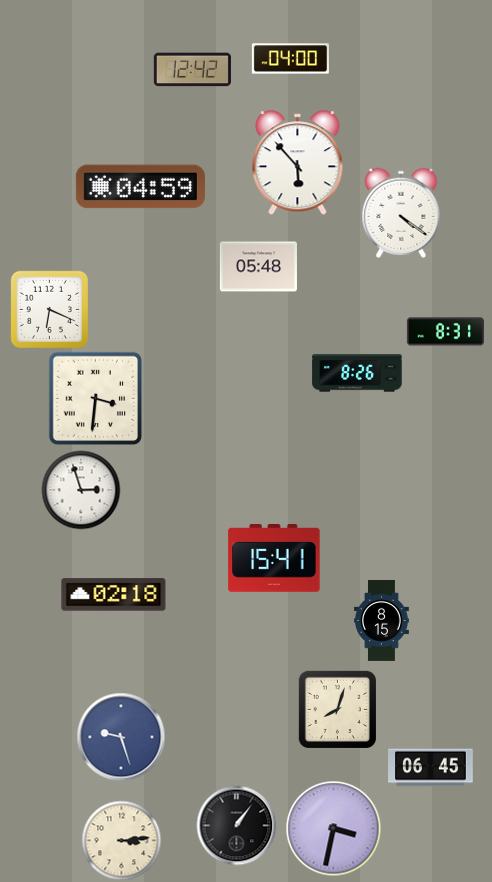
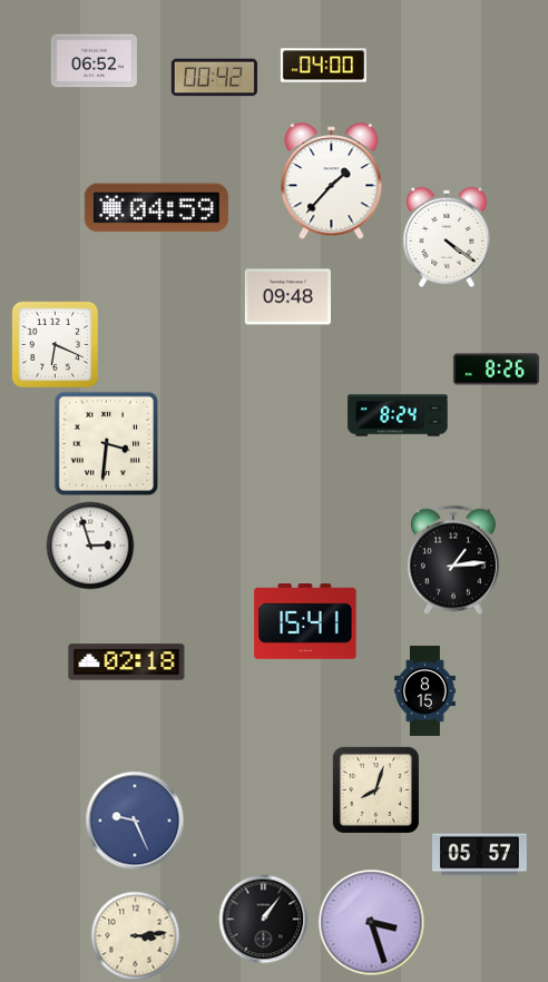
clock at (94, 61): none -> 06:52
clock at (192, 70): 12:42 -> 00:42
clock at (298, 163): 5:53 -> 1:37
clock at (258, 267): 05:48 -> 09:48
clock at (445, 332): 8:31 -> 8:26
clock at (357, 373): 8:26 -> 8:24
clock at (453, 560): none -> 1:14
clock at (121, 737): 9:27 -> 9:26
clock at (431, 768): 06:45 -> 05:57
clock at (333, 828): 3:32 -> 3:27
